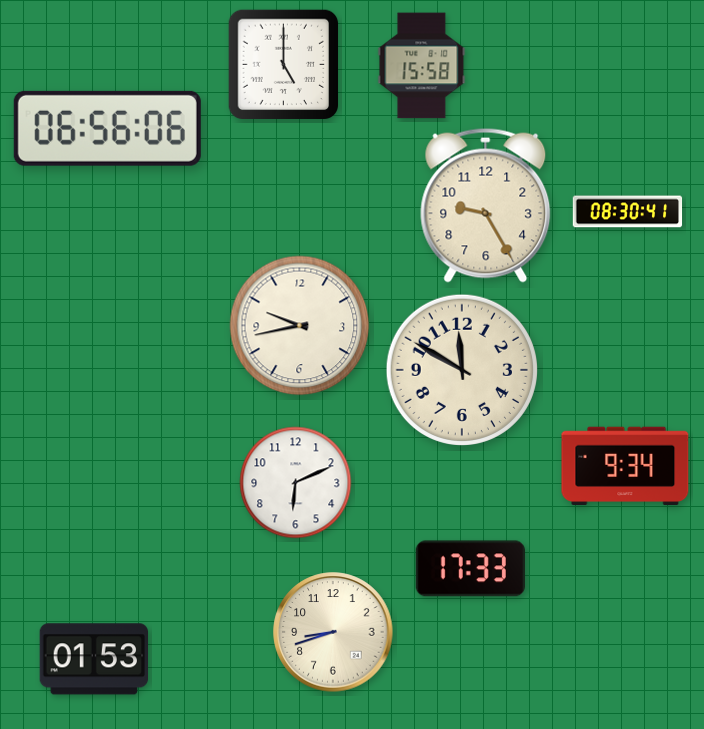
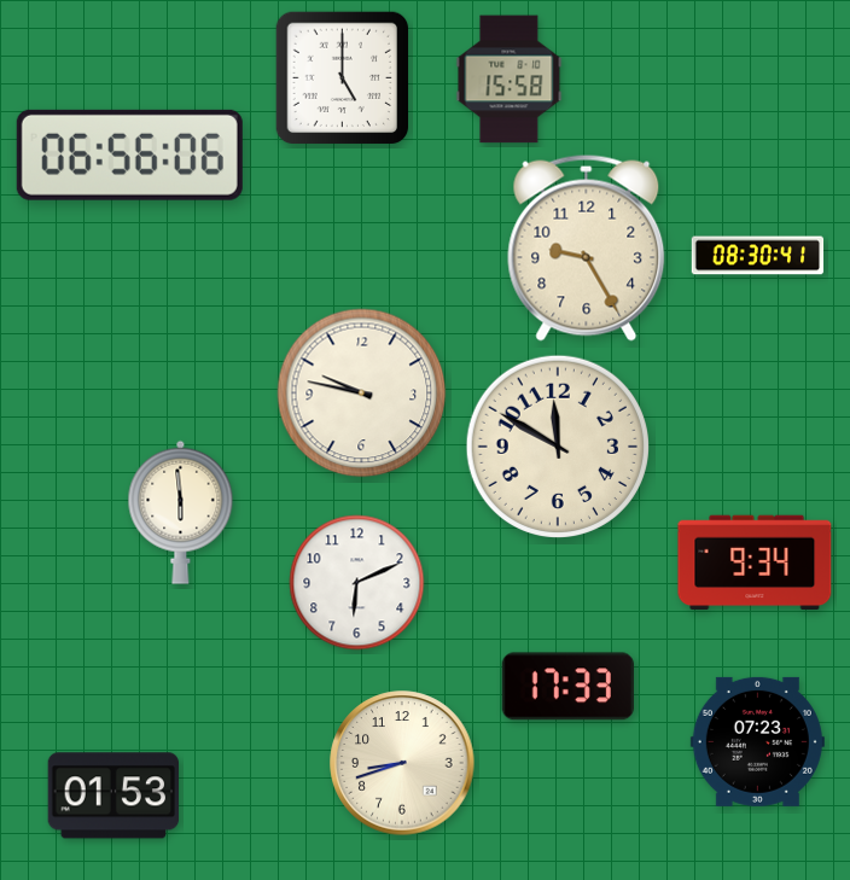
clock at (300, 326): 9:43 -> 9:47
clock at (181, 512): none -> 5:59
clock at (757, 741): none -> 07:23
